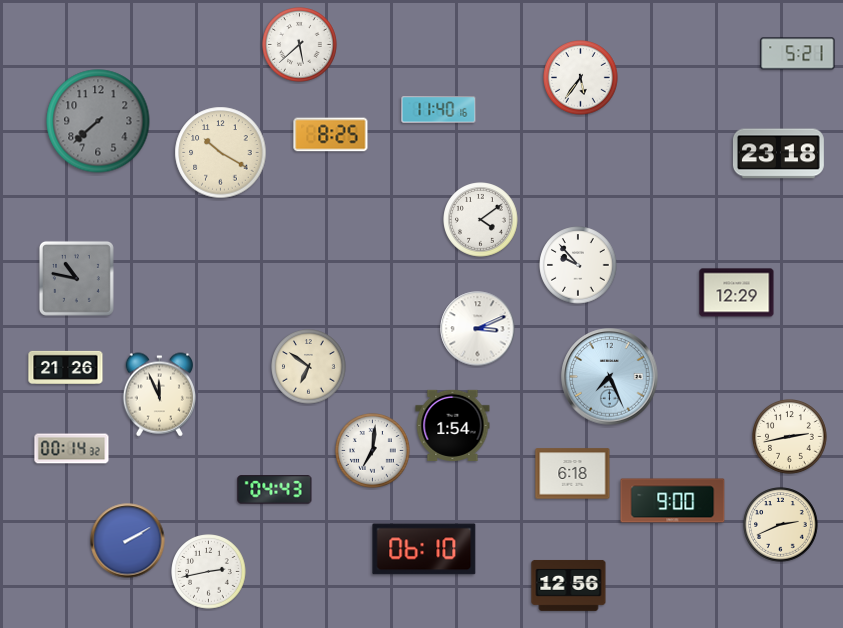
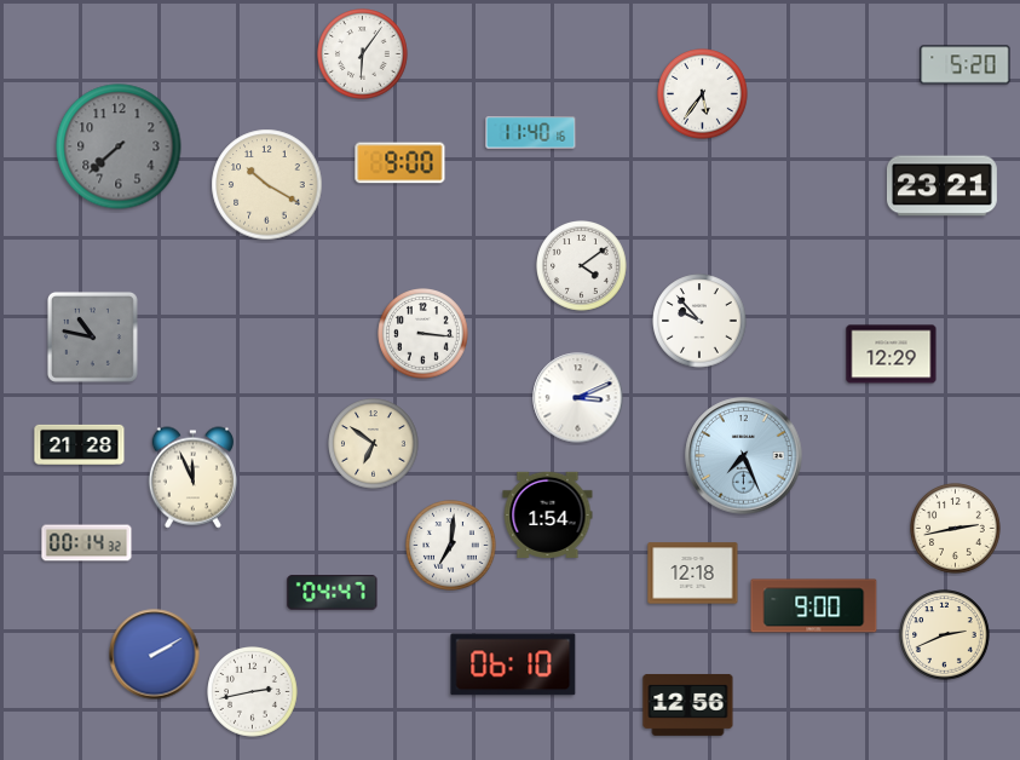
clock at (300, 45): 5:38 -> 6:06
clock at (798, 54): 5:21 -> 5:20
clock at (331, 135): 8:25 -> 9:00
clock at (778, 154): 23:18 -> 23:21
clock at (423, 334): none -> 3:16
clock at (66, 367): 21:26 -> 21:28
clock at (610, 377) position: (610, 377) -> (744, 456)
clock at (573, 474): 6:18 -> 12:18
clock at (275, 490): 04:43 -> 04:47
clock at (569, 585) position: (569, 585) -> (688, 704)
